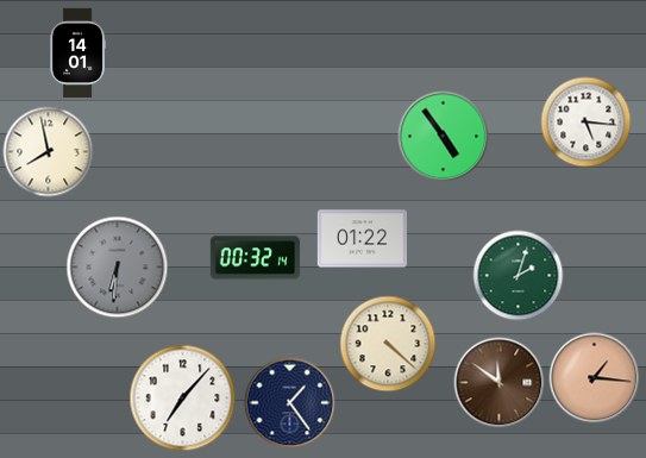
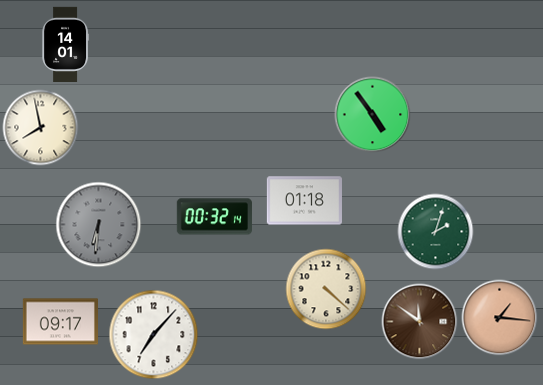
clock at (587, 123): 5:16 -> none
clock at (362, 239): 01:22 -> 01:18
clock at (60, 322): none -> 09:17
clock at (290, 403): 1:24 -> none
